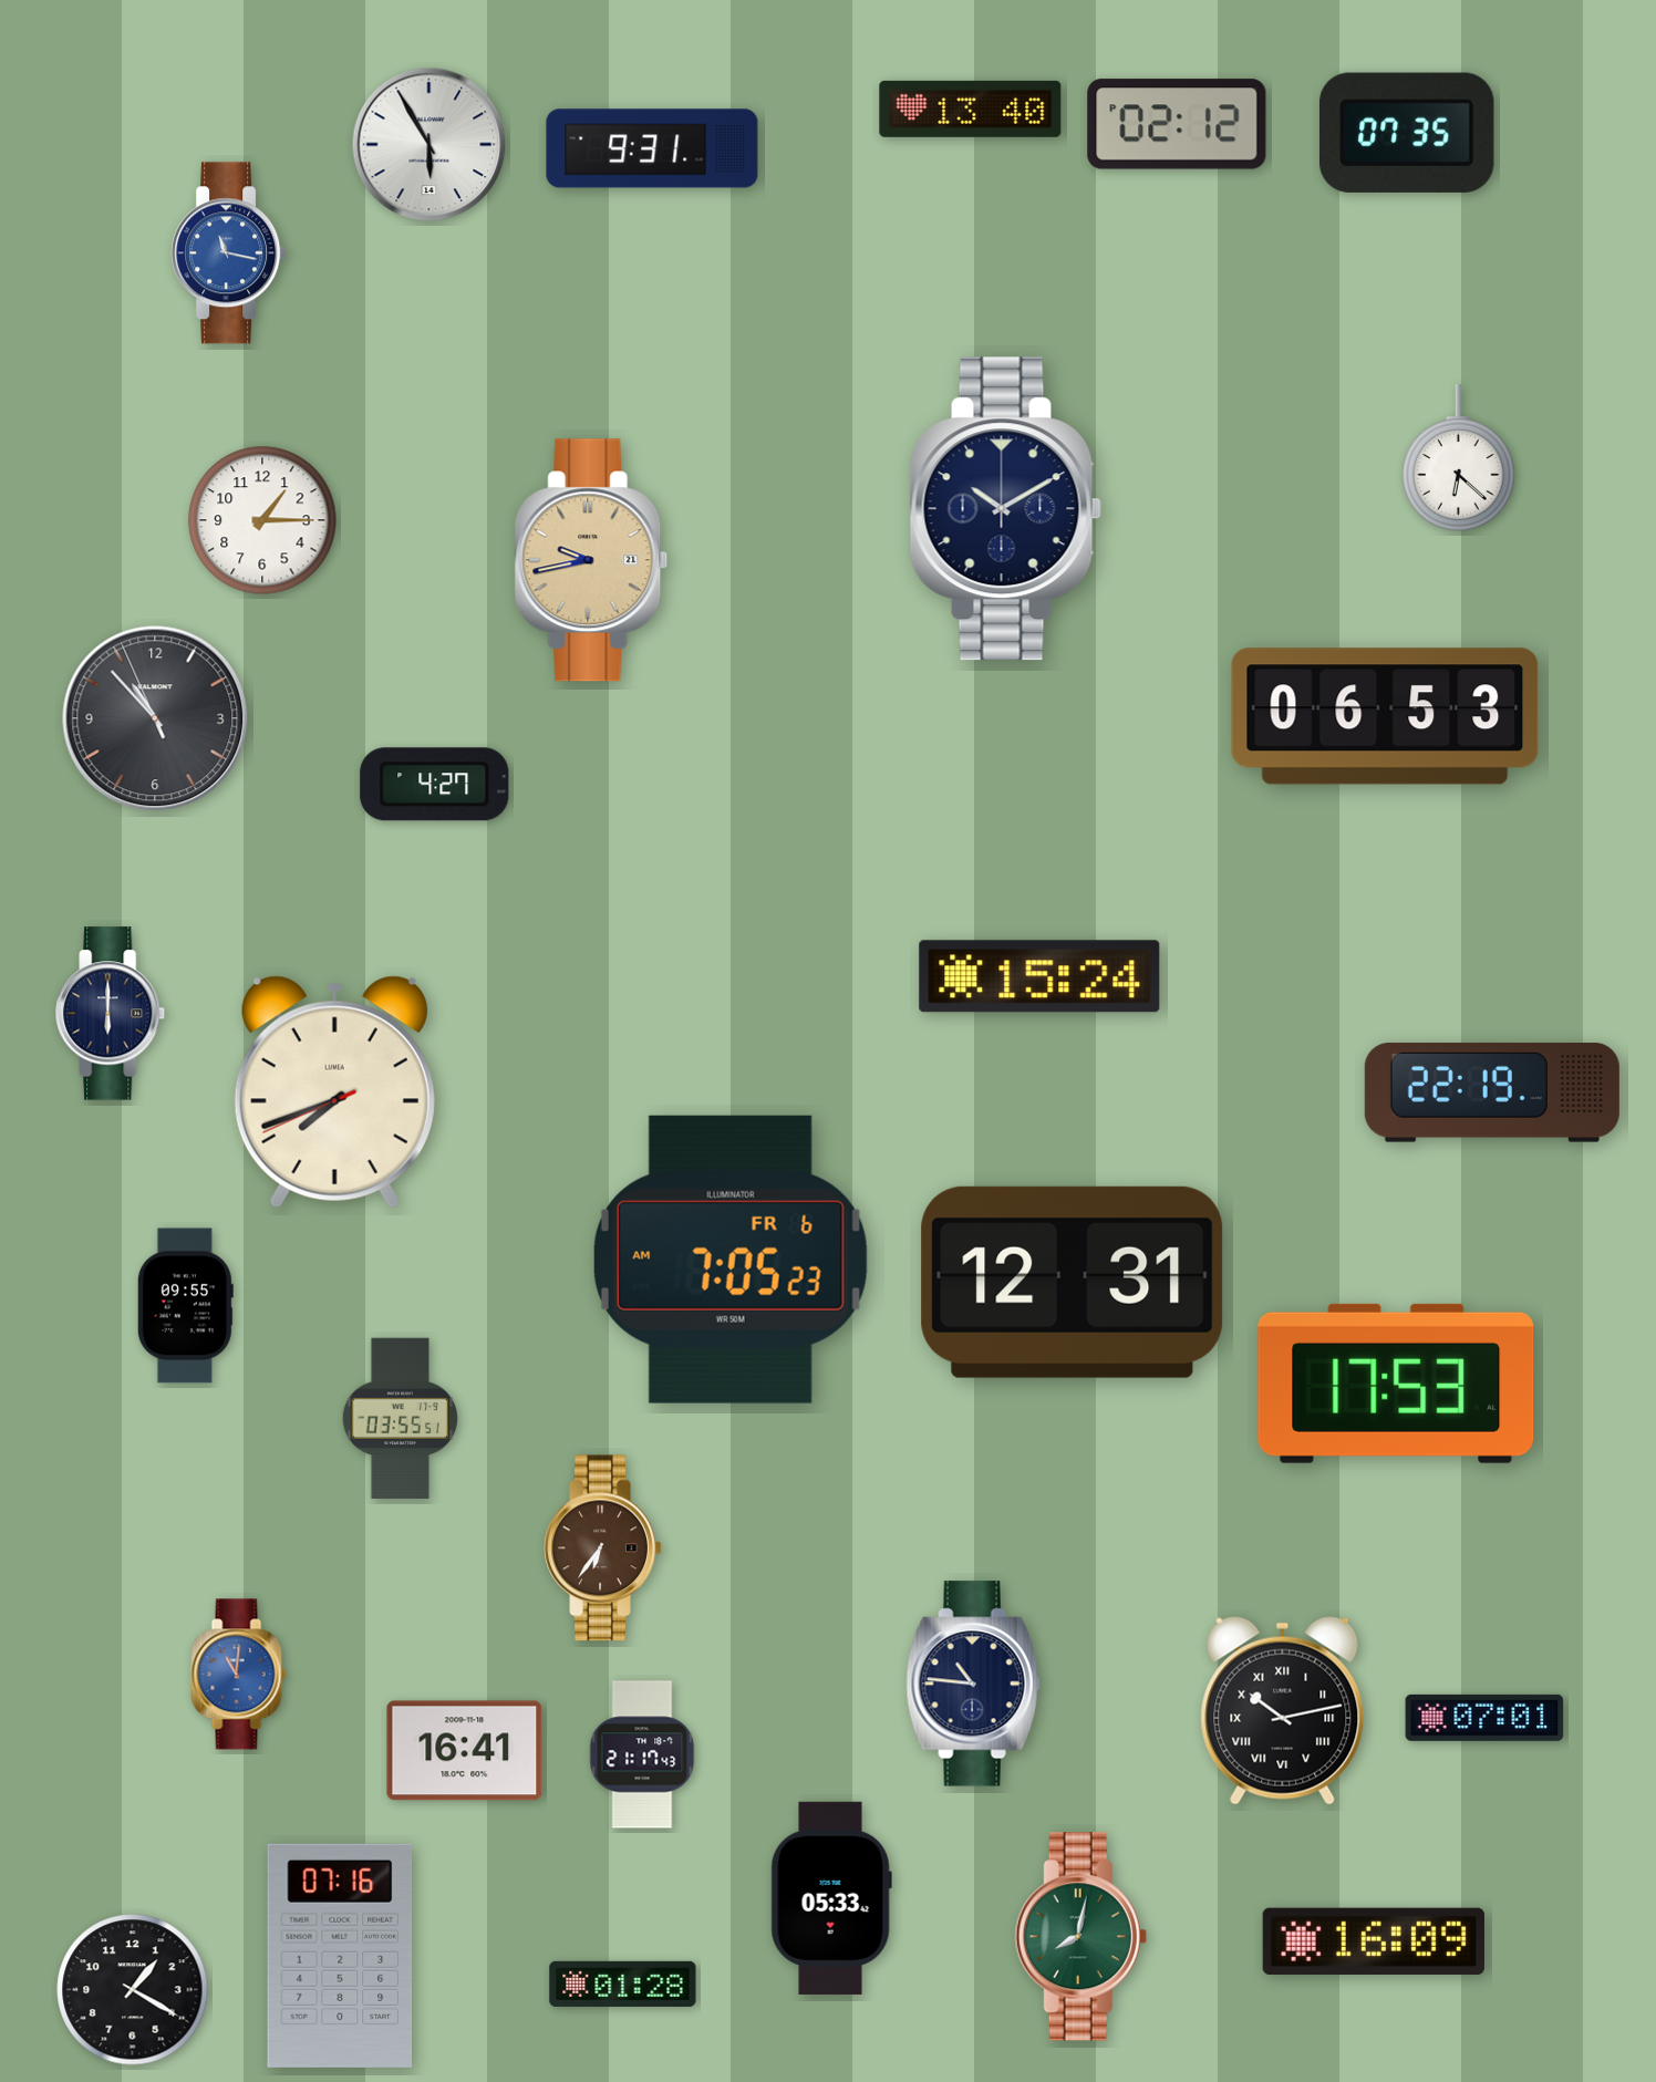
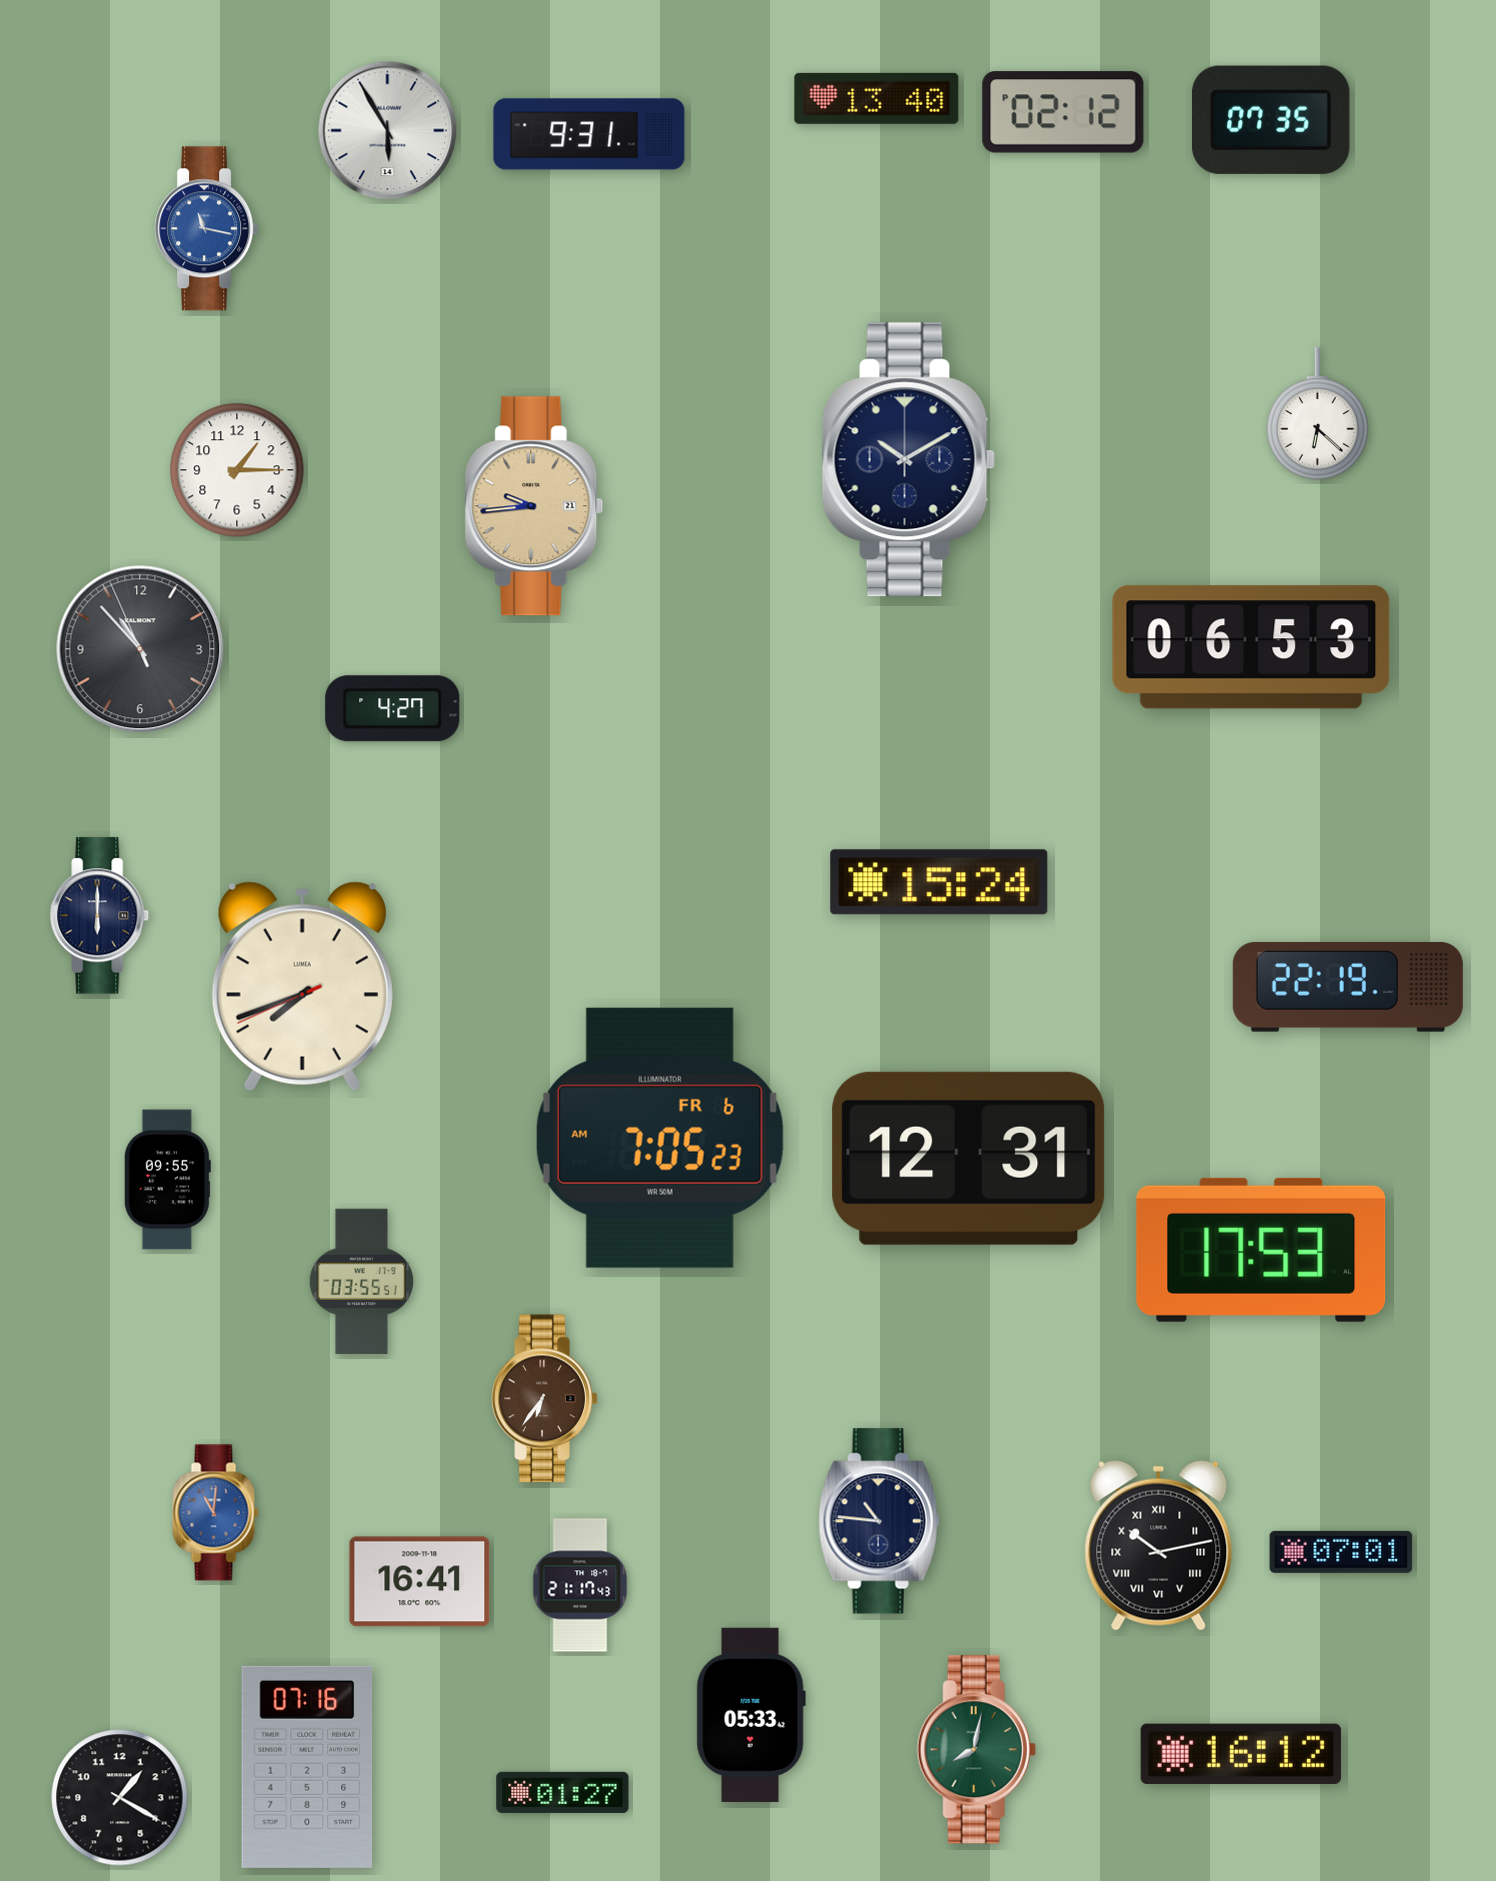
clock at (591, 560): 9:43 -> 9:44
clock at (1374, 1941): 16:09 -> 16:12
clock at (623, 1983): 01:28 -> 01:27
